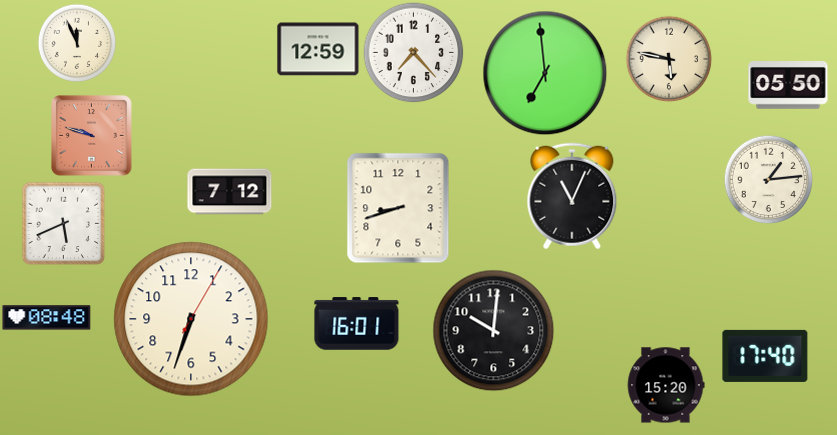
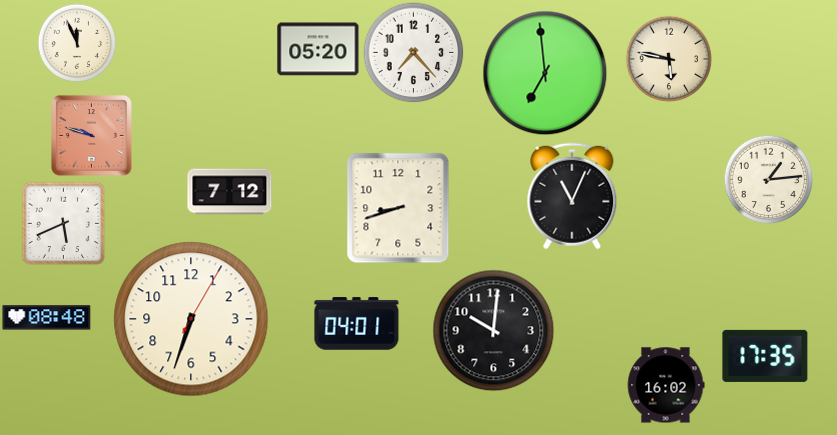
clock at (318, 49): 12:59 -> 05:20
clock at (788, 85): 05:50 -> none
clock at (357, 324): 16:01 -> 04:01
clock at (765, 356): 17:40 -> 17:35
clock at (666, 385): 15:20 -> 16:02
